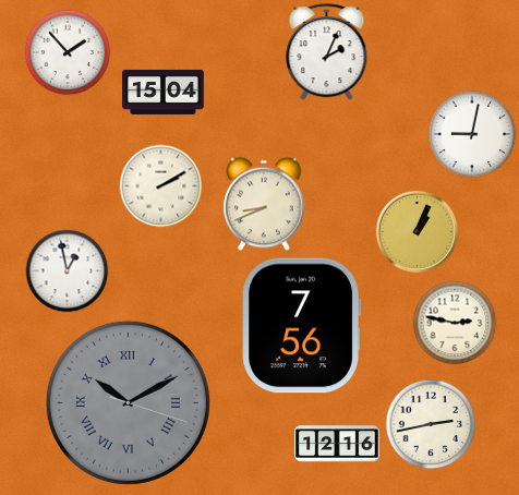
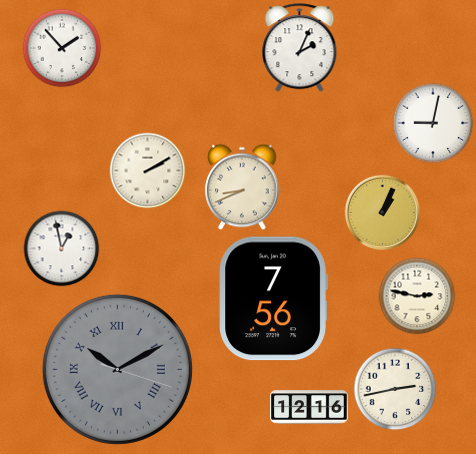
clock at (164, 92): 15:04 -> none
clock at (301, 326) position: (301, 326) -> (273, 299)
